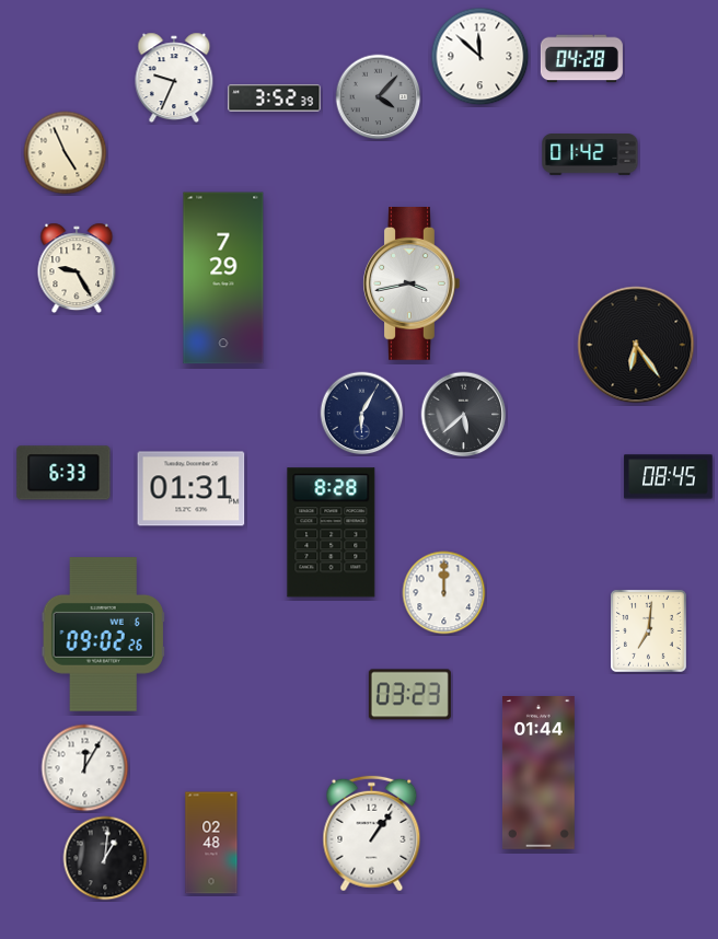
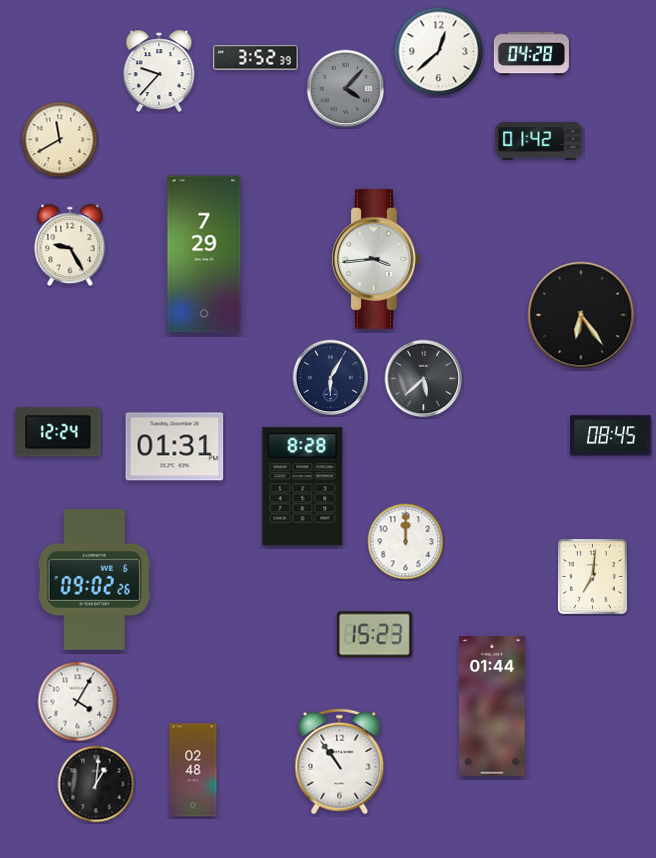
clock at (480, 57): 11:52 -> 12:38
clock at (174, 78): 9:34 -> 9:37
clock at (275, 98) position: (275, 98) -> (256, 58)
clock at (66, 153): 4:56 -> 11:40
clock at (412, 285): 3:43 -> 3:44
clock at (63, 473): 6:33 -> 12:24
clock at (409, 695): 03:23 -> 15:23
clock at (85, 768): 12:05 -> 4:05
clock at (372, 834): 1:06 -> 10:54
